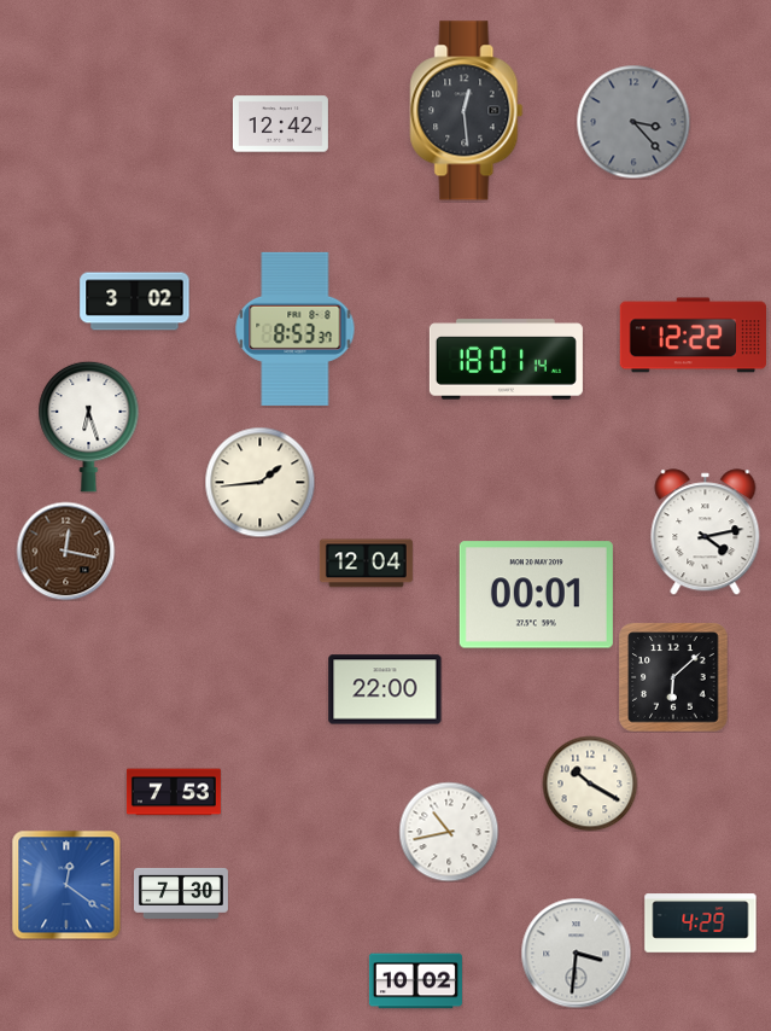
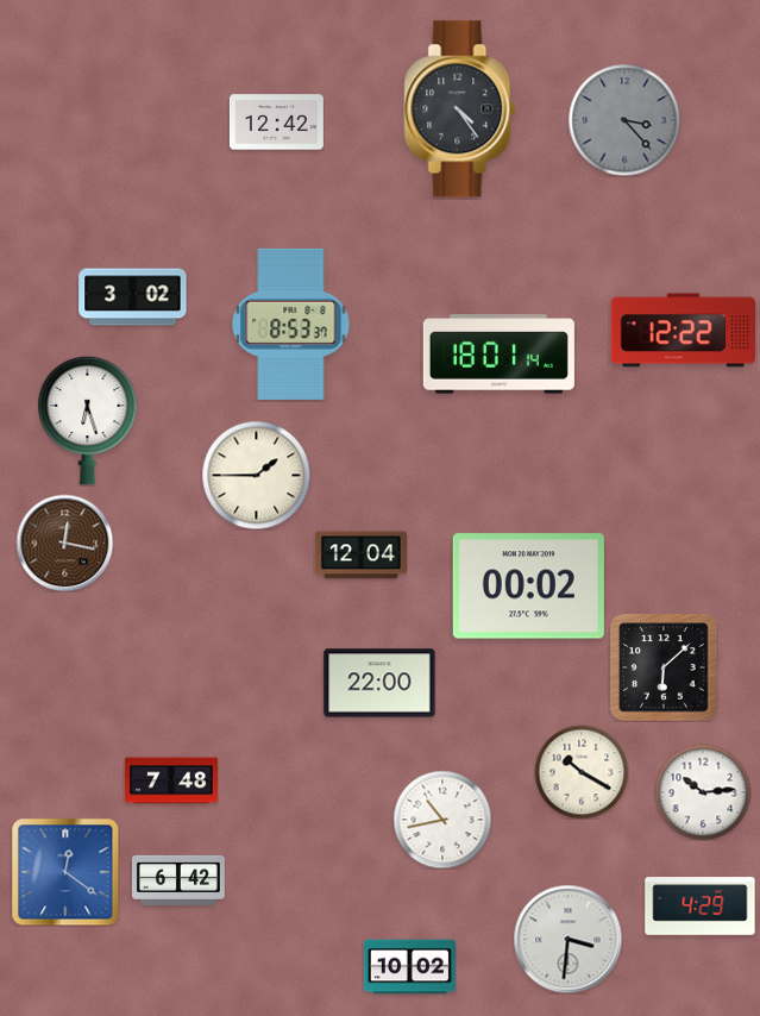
clock at (467, 111): 12:29 -> 4:24
clock at (259, 482): 1:44 -> 1:45
clock at (706, 532): 4:13 -> none
clock at (536, 595): 00:01 -> 00:02
clock at (385, 689) position: (385, 689) -> (379, 683)
clock at (174, 792): 7:53 -> 7:48
clock at (703, 792): none -> 10:14
clock at (181, 893): 7:30 -> 6:42
clock at (701, 924) position: (701, 924) -> (701, 907)
